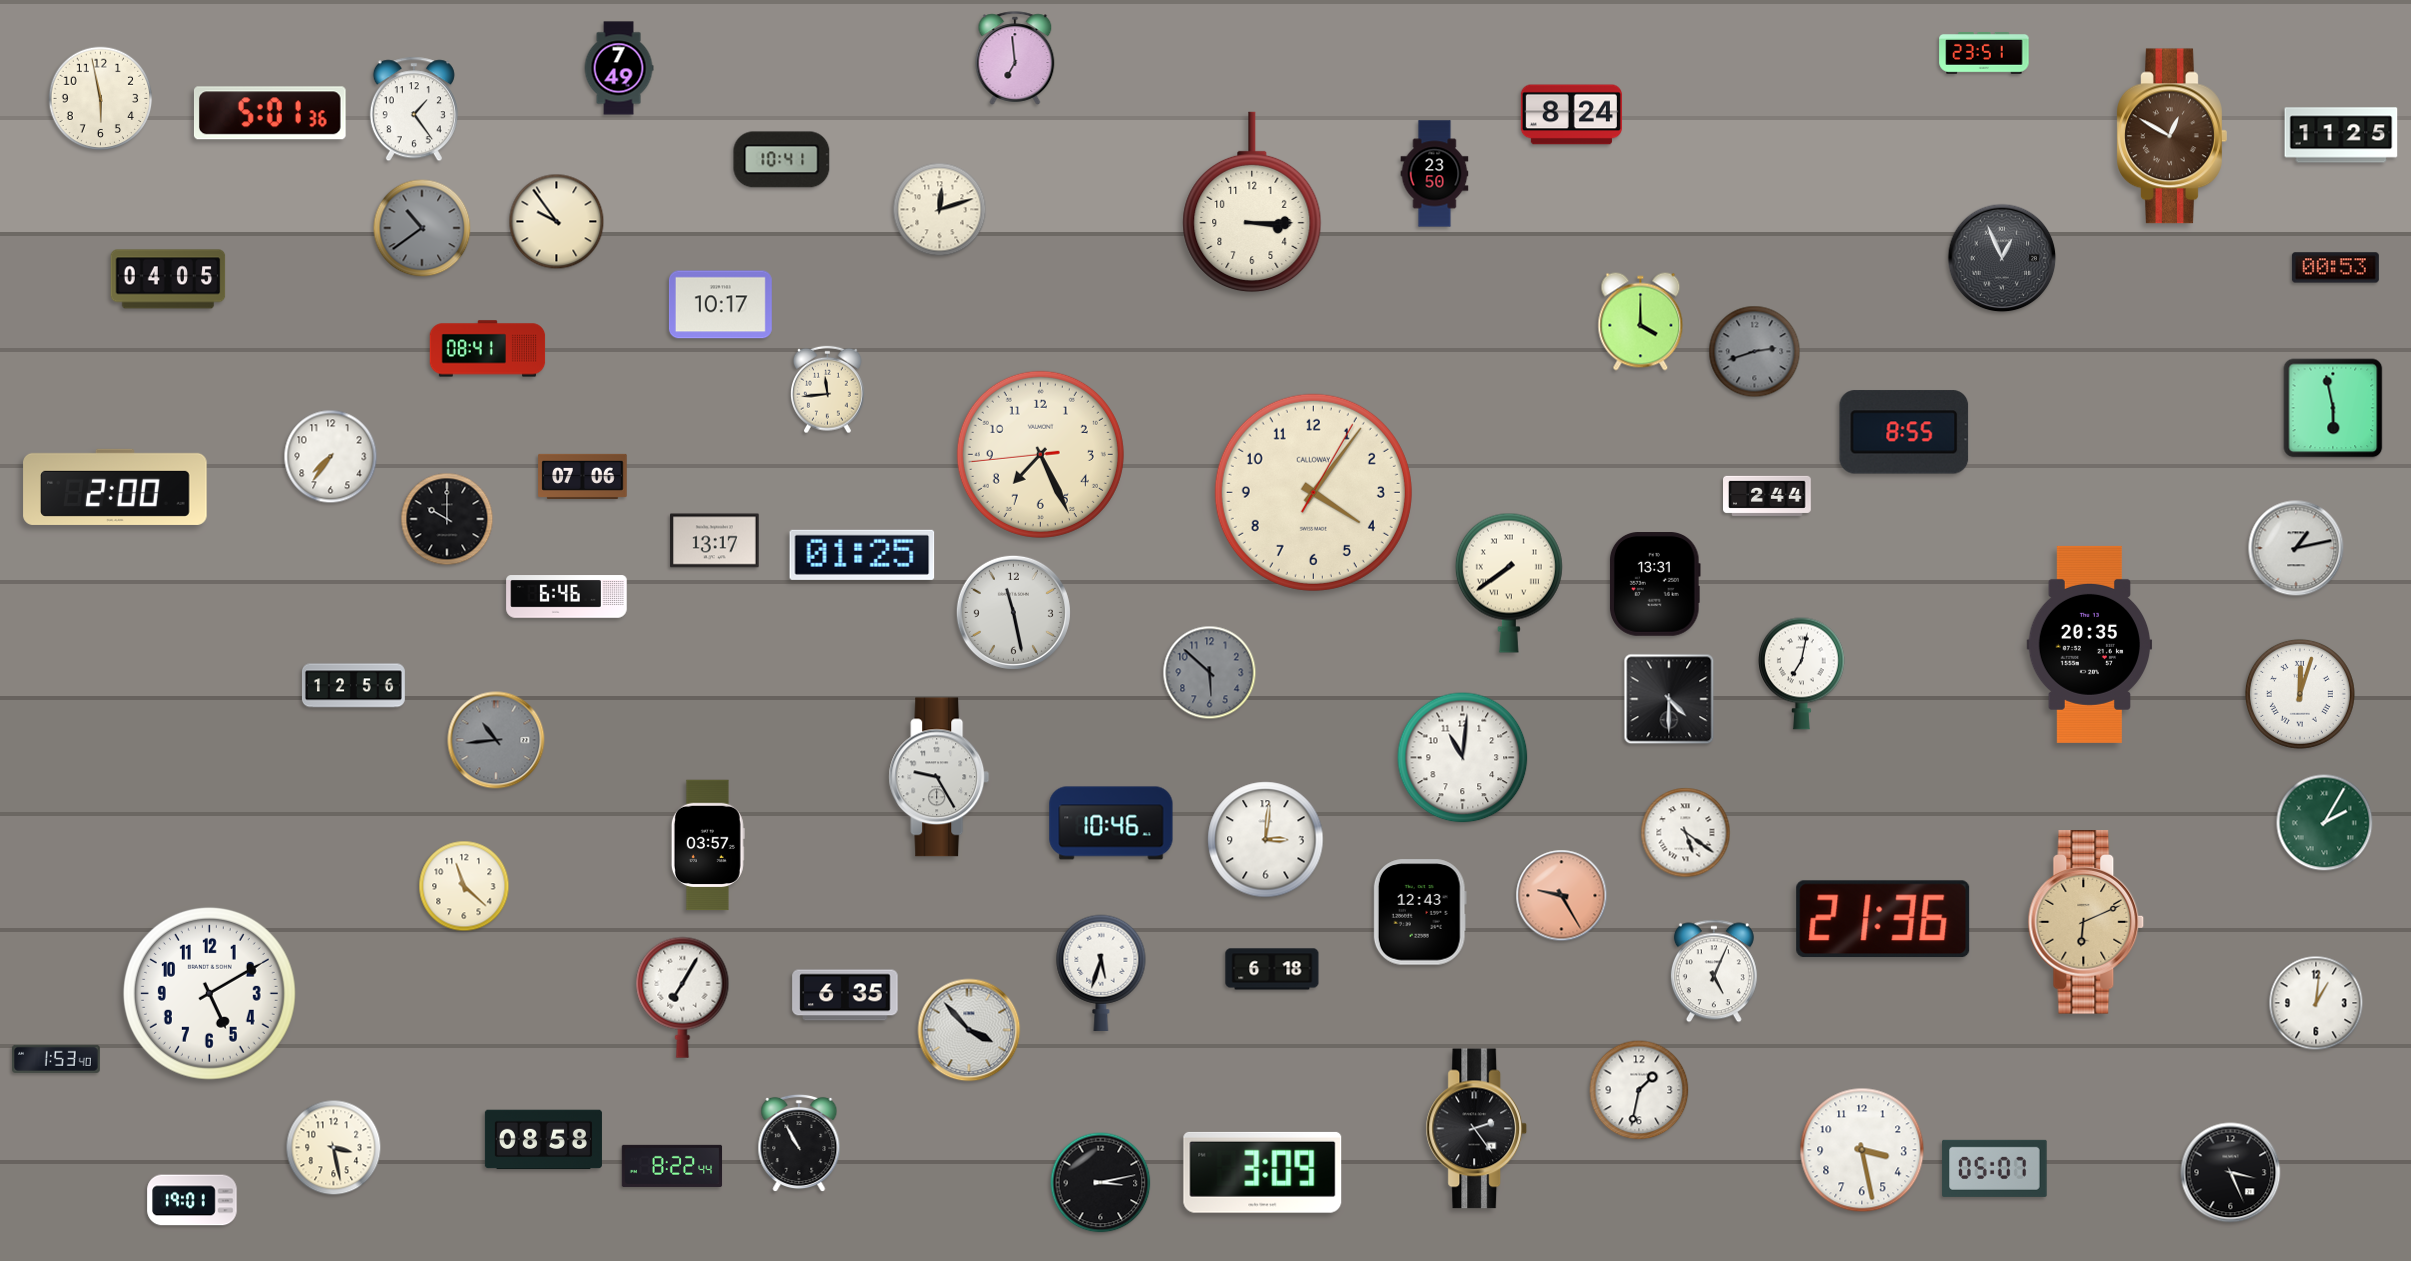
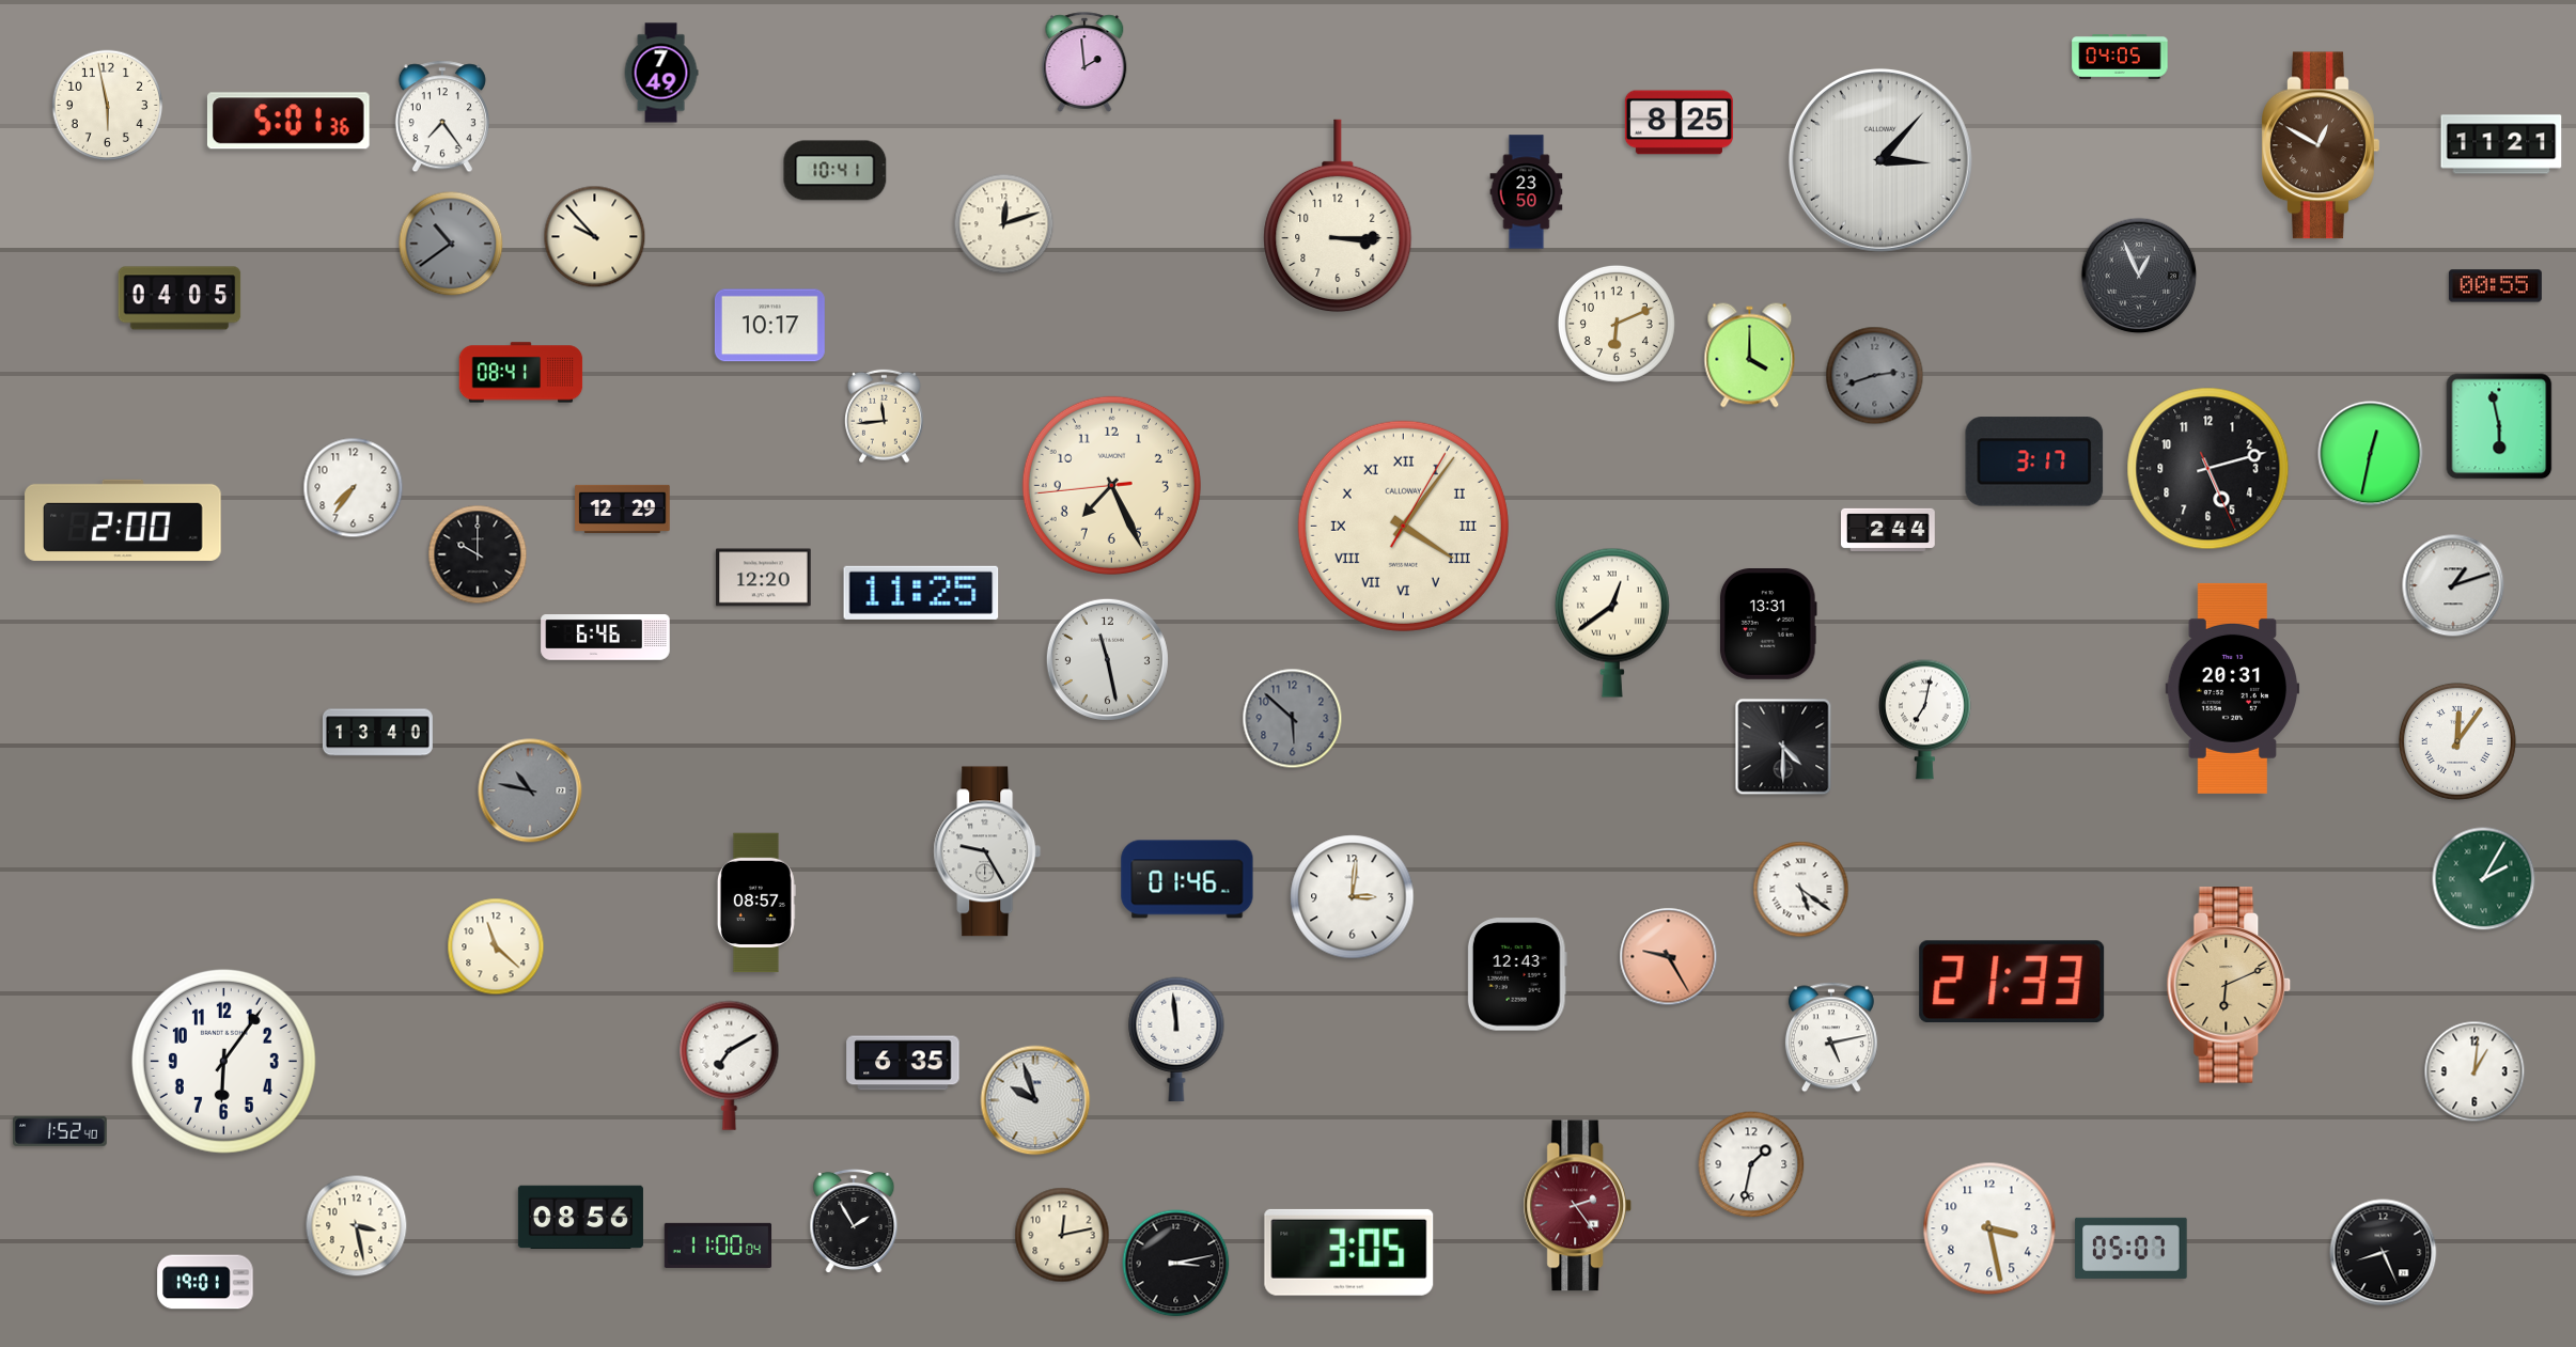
clock at (1984, 54): 23:51 -> 04:05
clock at (1015, 58): 6:59 -> 1:59
clock at (414, 109): 1:24 -> 7:24
clock at (1571, 115): 8:24 -> 8:25
clock at (2341, 135): 11:25 -> 11:21
clock at (1880, 160): none -> 3:07
clock at (1435, 174) position: (1435, 174) -> (1527, 192)
clock at (557, 222): 9:54 -> 9:53
clock at (2335, 268): 00:53 -> 00:55
clock at (1617, 324): none -> 6:11
clock at (1641, 322) position: (1641, 322) -> (1750, 356)
clock at (2333, 408) position: (2333, 408) -> (2499, 426)
clock at (2371, 454): none -> 12:32
clock at (1904, 432): 8:55 -> 3:17
clock at (2208, 469): none -> 5:12
clock at (583, 476): 07:06 -> 12:29
clock at (1313, 492) numerals: Arabic -> Roman
clock at (715, 541): 13:17 -> 12:20
clock at (2296, 548): 1:13 -> 1:12
clock at (862, 555): 01:25 -> 11:25
clock at (1509, 583): 7:39 -> 12:39
clock at (1013, 612) position: (1013, 612) -> (1107, 659)
clock at (2090, 644): 20:35 -> 20:31
clock at (353, 686): 12:56 -> 13:40
clock at (2300, 694): 12:03 -> 12:06
clock at (496, 740): 10:44 -> 10:47
clock at (1463, 758): 11:01 -> none
clock at (939, 777) position: (939, 777) -> (987, 851)
clock at (1111, 823): 10:46 -> 01:46
clock at (708, 845): 03:57 -> 08:57
clock at (1883, 919): 21:36 -> 21:33
clock at (1272, 969): 6:18 -> none
clock at (1714, 971): 5:04 -> 5:13
clock at (1101, 973): 5:33 -> 11:59
clock at (209, 993): 5:10 -> 6:06
clock at (683, 997): 7:05 -> 7:10
clock at (969, 1030): 3:53 -> 9:57
clock at (57, 1059): 1:53 -> 1:52
clock at (1477, 1129) dial: black -> burgundy
clock at (543, 1140): 08:58 -> 08:56
clock at (799, 1143): 10:55 -> 1:55
clock at (1062, 1235): none -> 12:13
clock at (672, 1166): 8:22 -> 11:00
clock at (1263, 1172): 3:09 -> 3:05
clock at (2231, 1173): 3:26 -> 8:26
